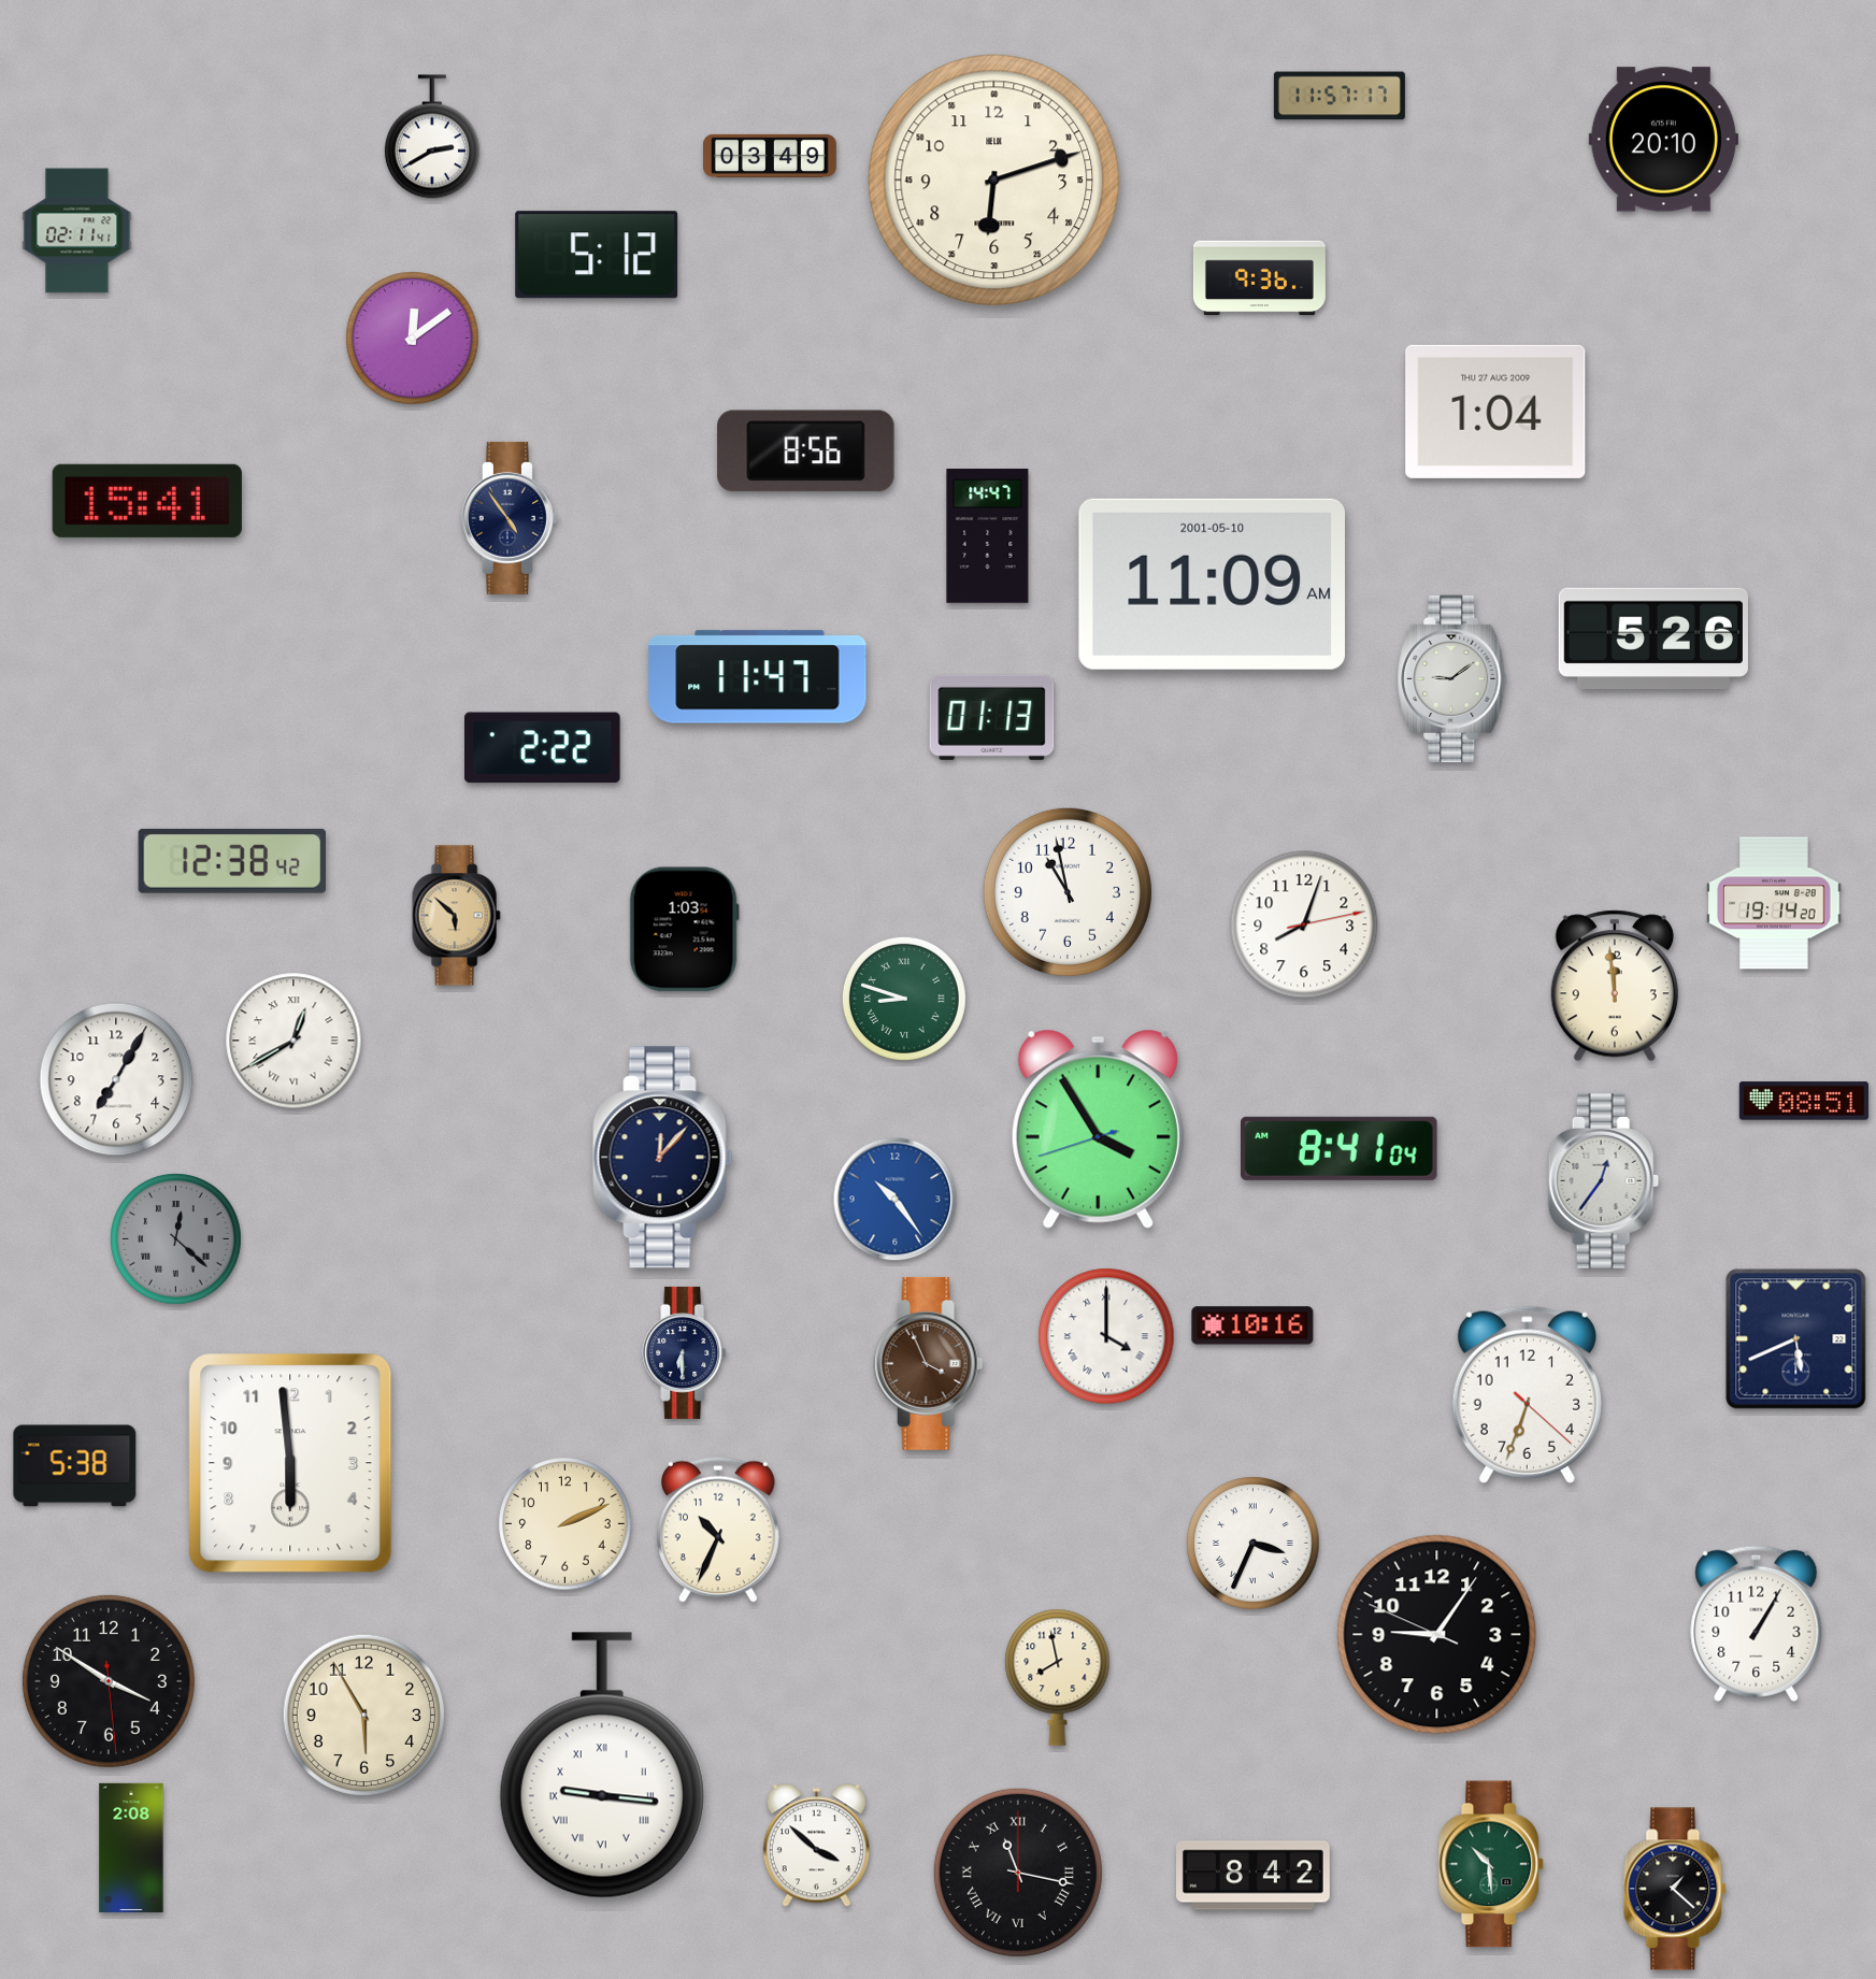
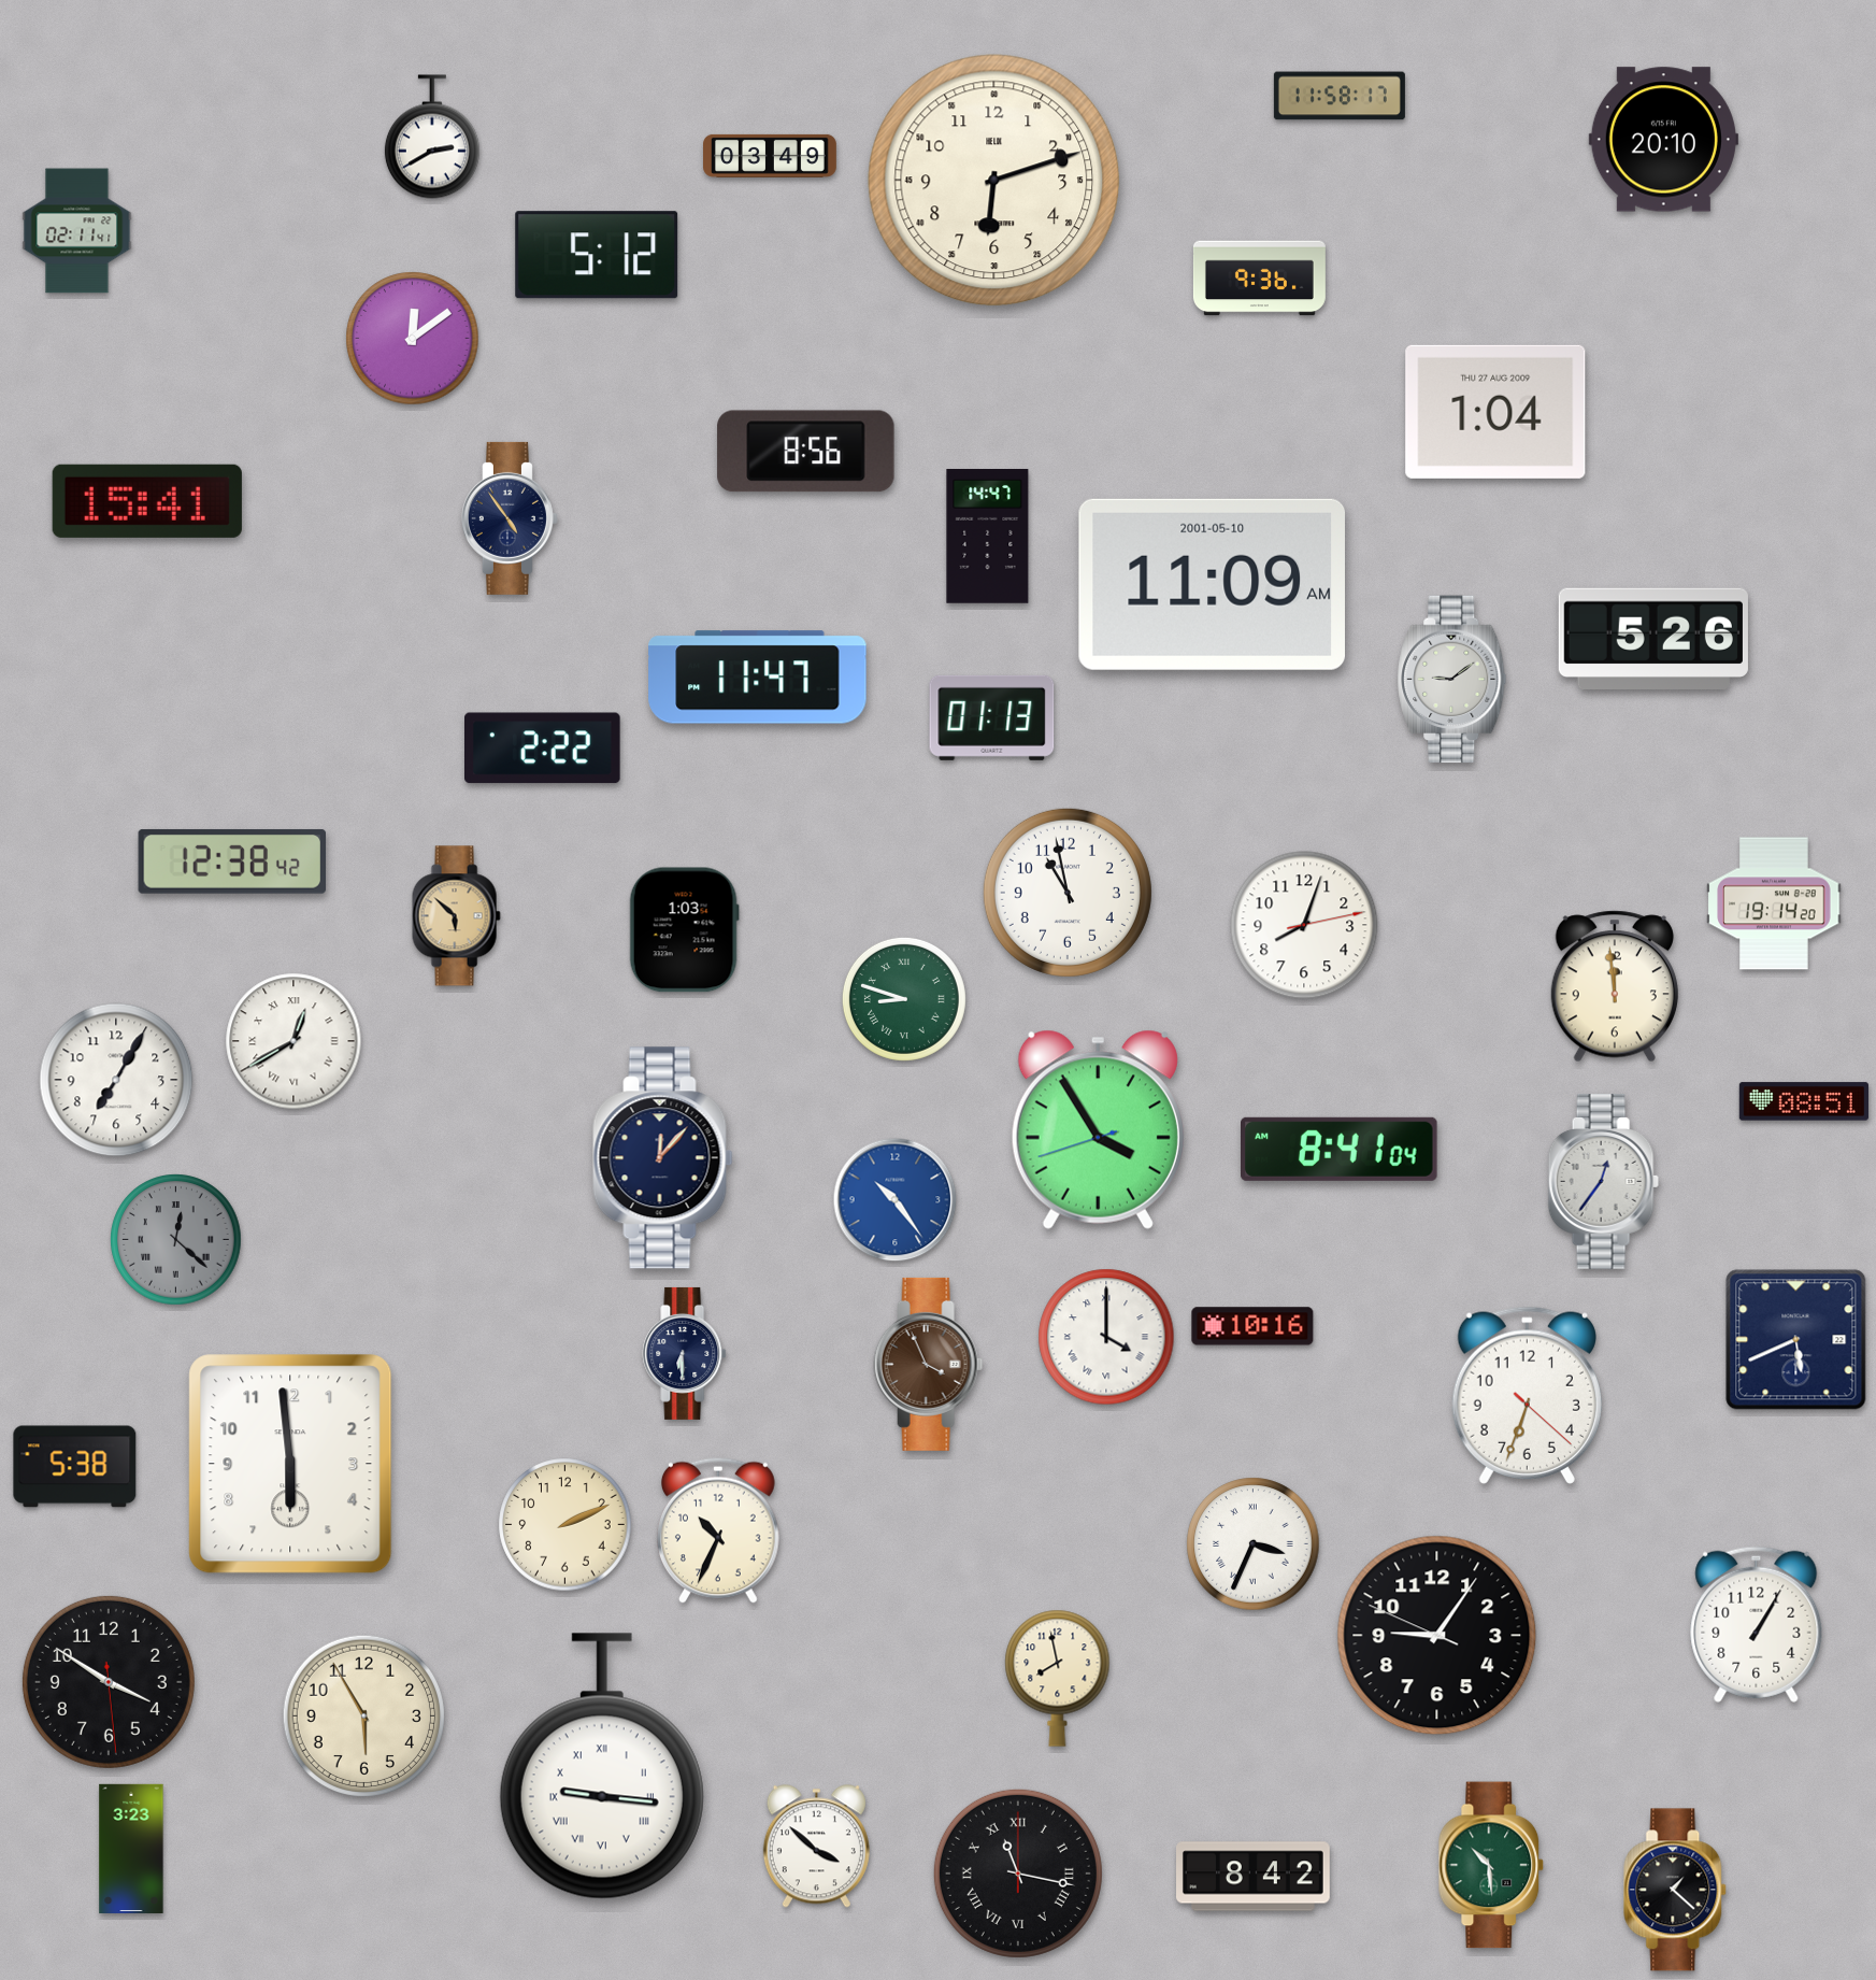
clock at (1340, 96): 11:57 -> 11:58
clock at (131, 1847): 2:08 -> 3:23
